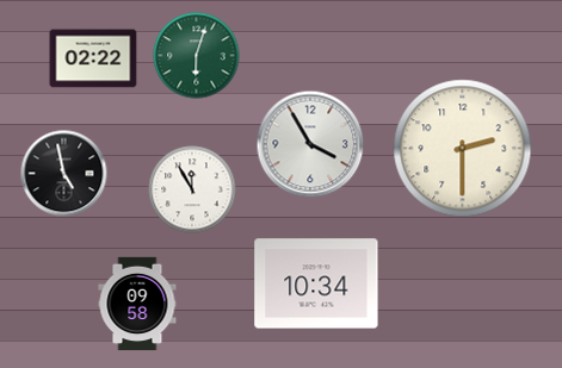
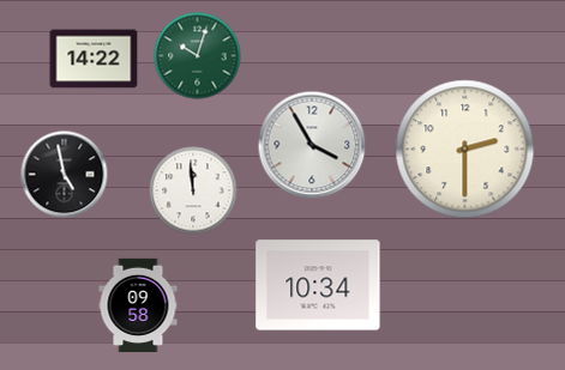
clock at (197, 56): 6:03 -> 10:03
clock at (93, 58): 02:22 -> 14:22
clock at (192, 189): 11:55 -> 11:59
